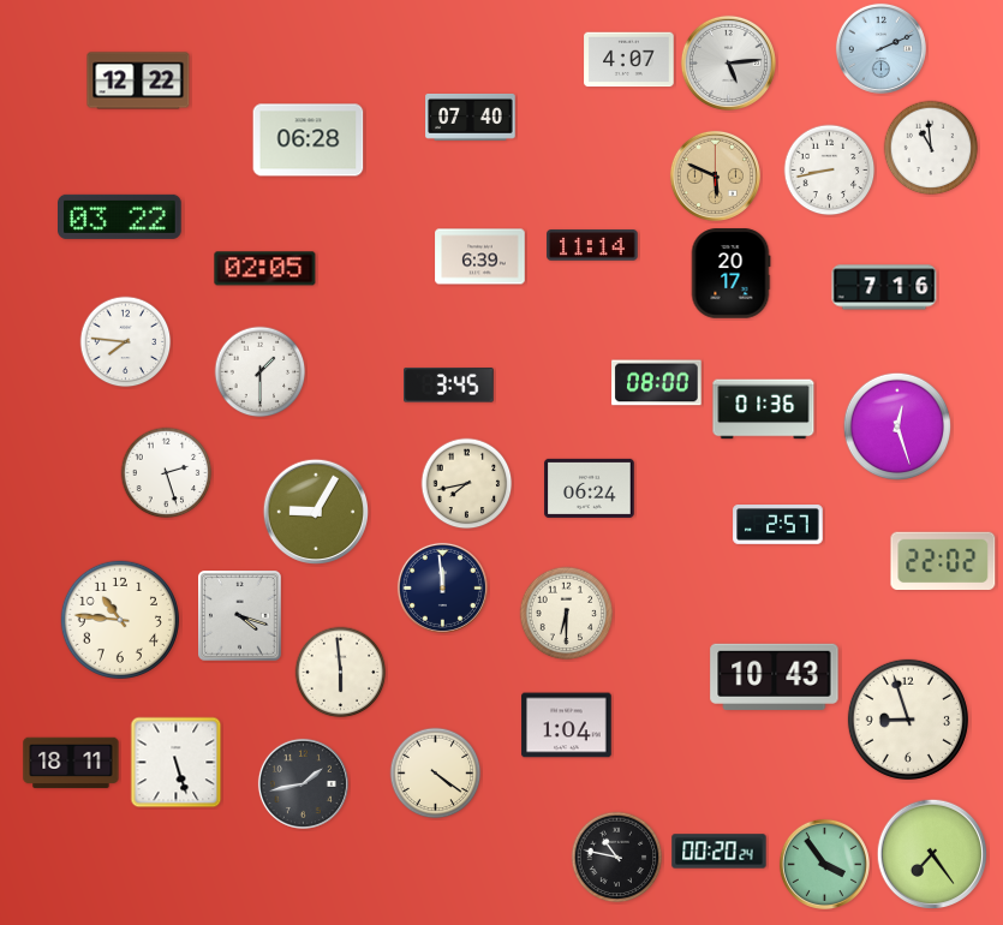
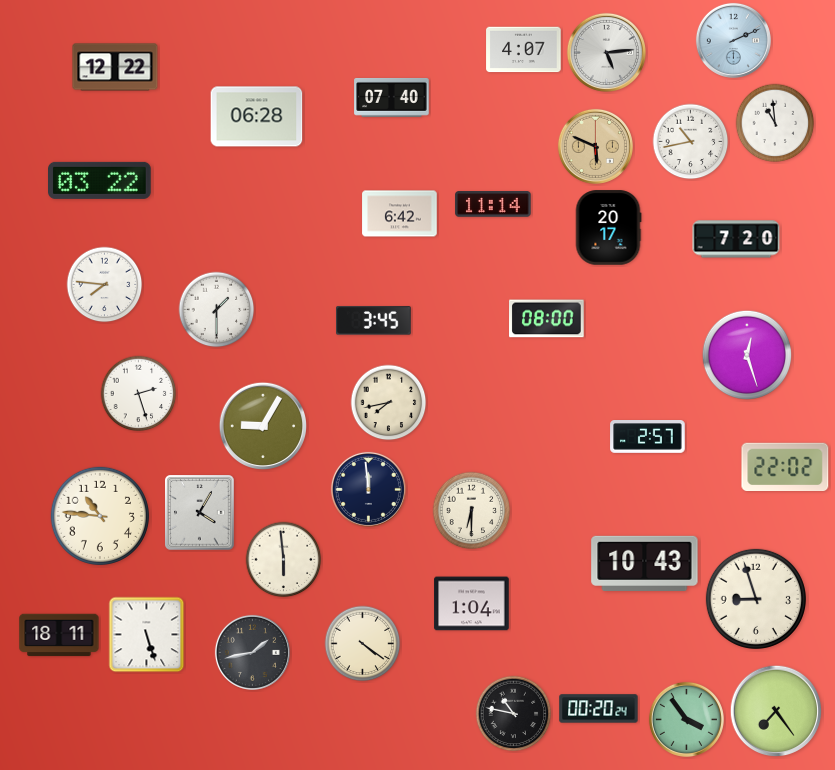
clock at (830, 171): 8:43 -> 10:43
clock at (480, 257): 6:39 -> 6:42
clock at (265, 269): 02:05 -> none
clock at (884, 287): 7:16 -> 7:20
clock at (764, 410): 01:36 -> none
clock at (590, 488): 06:24 -> none
clock at (240, 616): 4:18 -> 4:05
